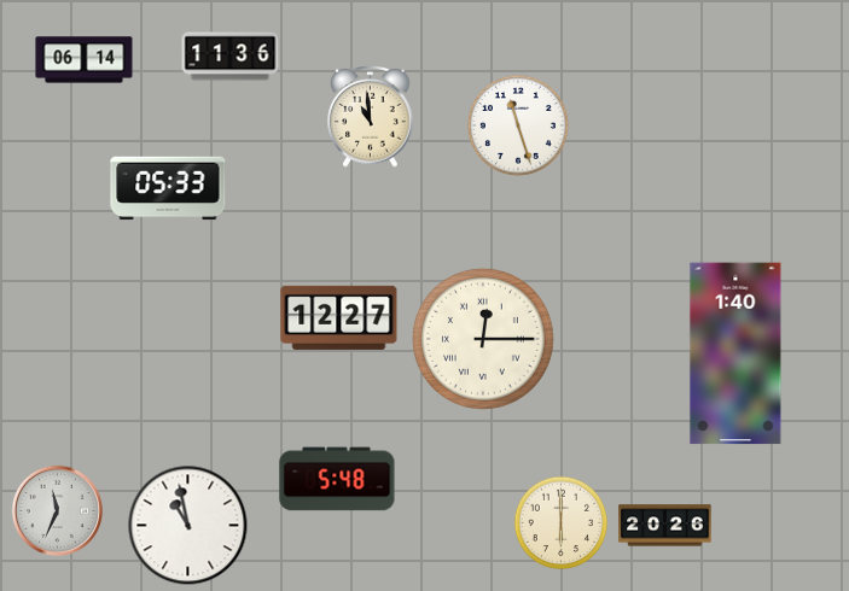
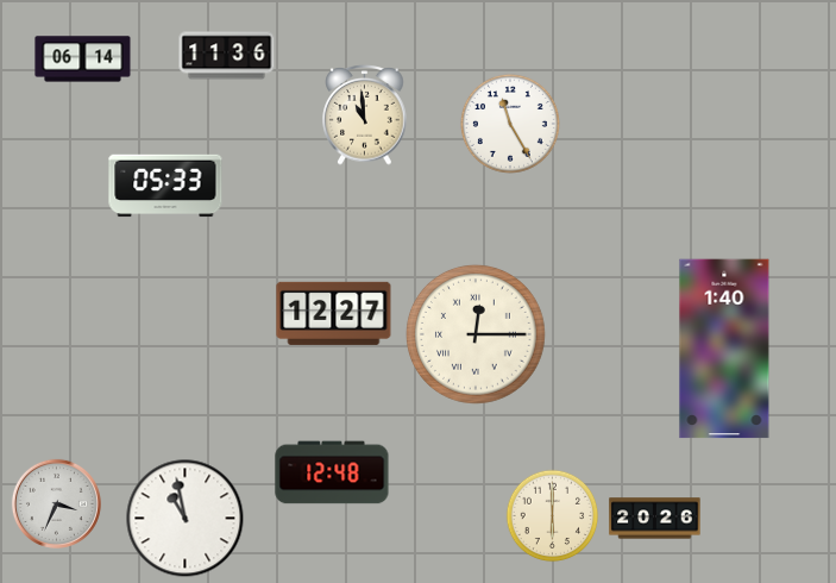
clock at (518, 125): 11:27 -> 11:25
clock at (337, 479): 5:48 -> 12:48
clock at (57, 510): 11:34 -> 3:34
